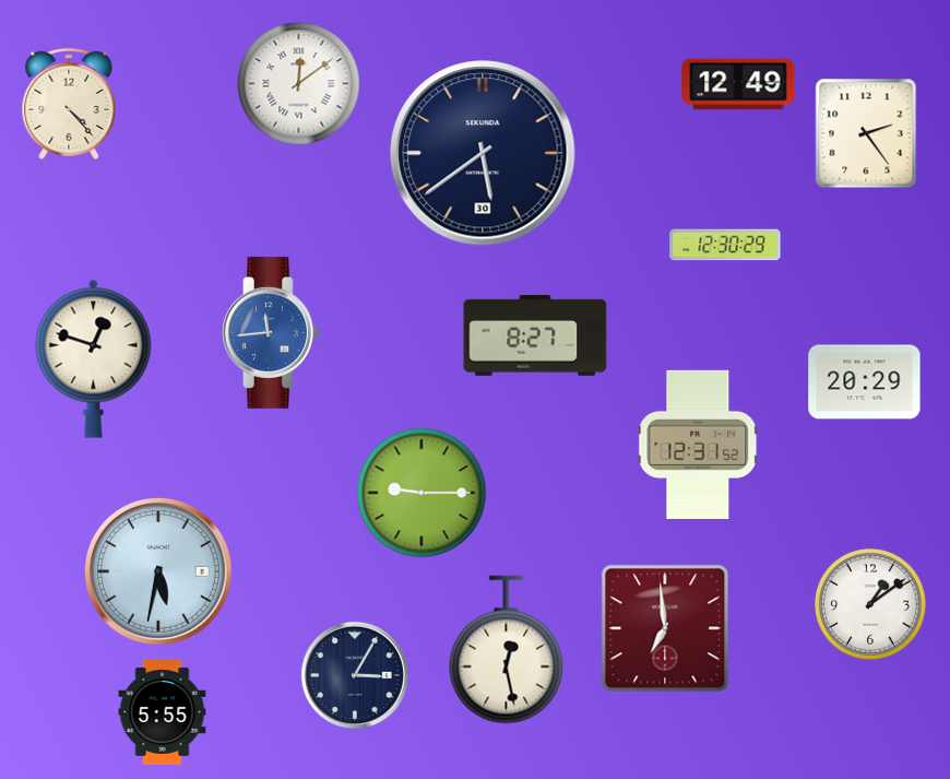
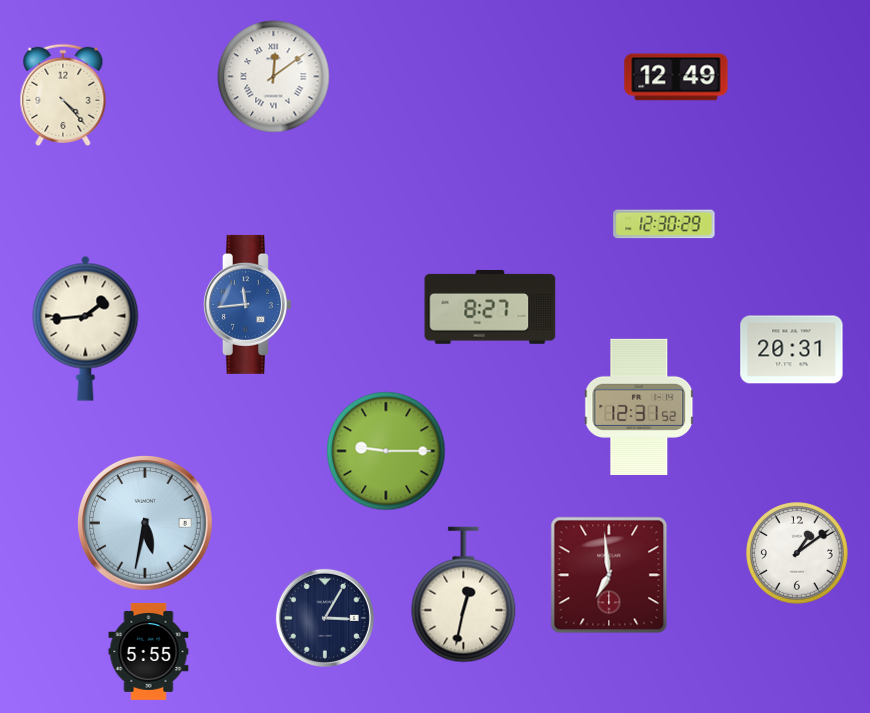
clock at (866, 133): 2:24 -> none
clock at (483, 153): 5:39 -> none
clock at (94, 358): 12:48 -> 1:44
clock at (865, 382): 20:29 -> 20:31
clock at (507, 650): 12:28 -> 12:32
